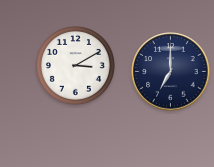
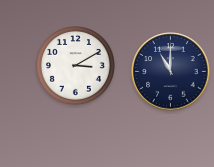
clock at (171, 72): 7:00 -> 11:00
